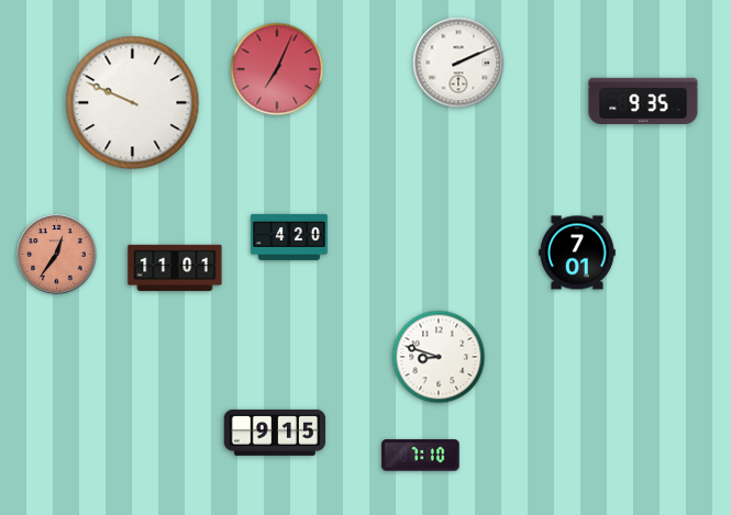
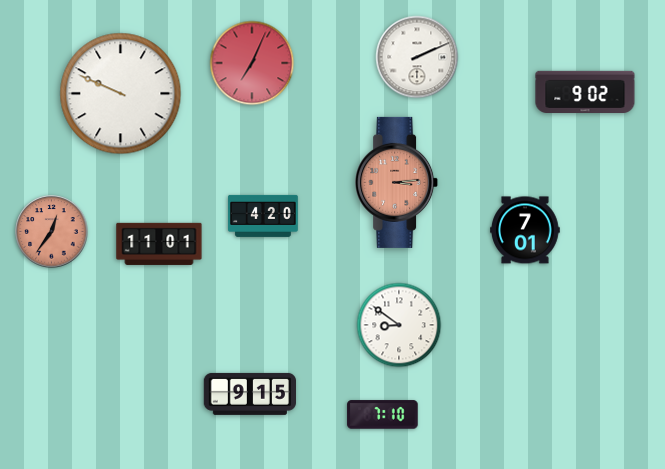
clock at (643, 100): 9:35 -> 9:02
clock at (397, 182): none -> 3:14
clock at (439, 357): 8:48 -> 8:51
